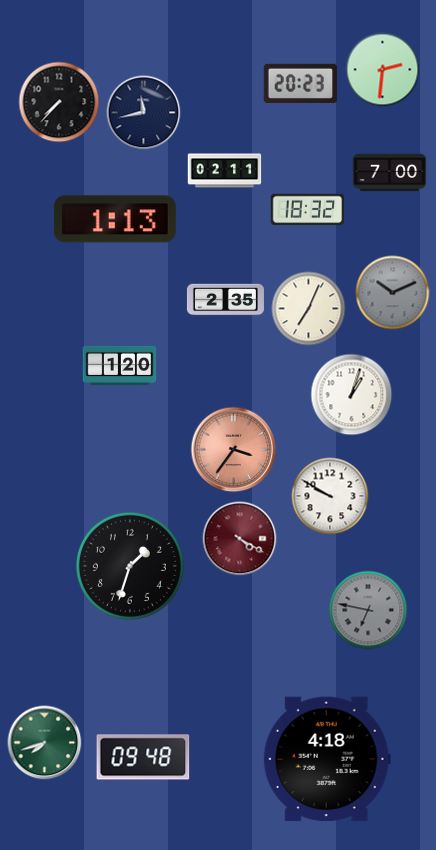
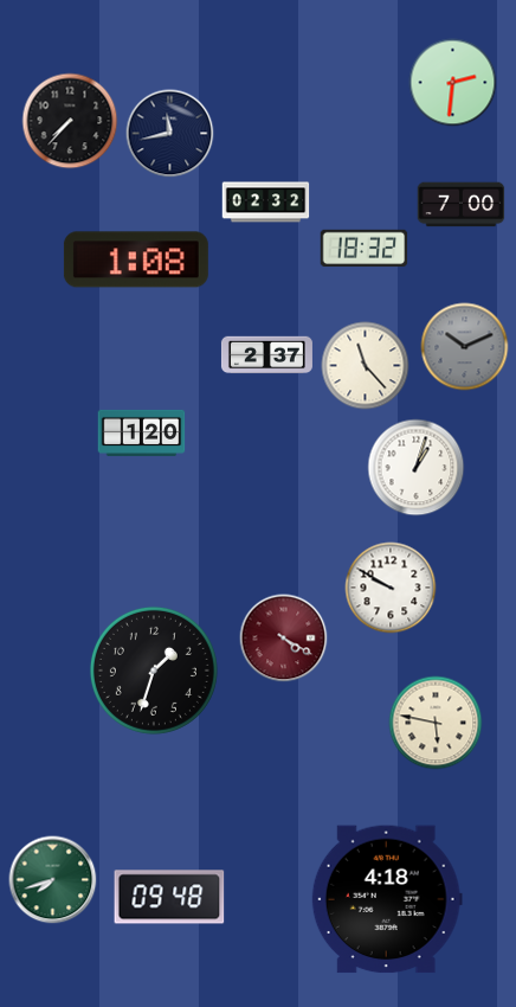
clock at (301, 83): 20:23 -> none
clock at (225, 171): 02:11 -> 02:32
clock at (115, 219): 1:13 -> 1:08
clock at (225, 300): 2:35 -> 2:37
clock at (309, 309): 7:04 -> 11:23
clock at (234, 450): 3:36 -> none
clock at (368, 610): 6:47 -> 5:47
clock at (368, 610) dial: grey -> cream
